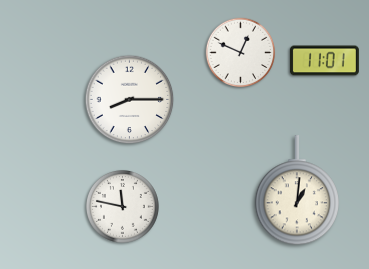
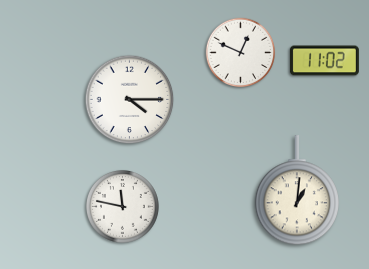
clock at (324, 61): 11:01 -> 11:02
clock at (130, 100): 8:15 -> 4:15
